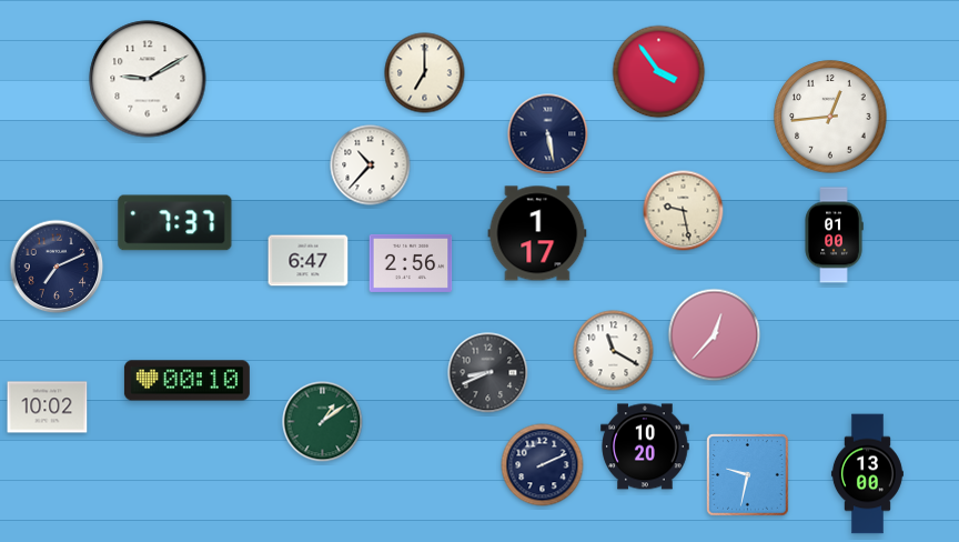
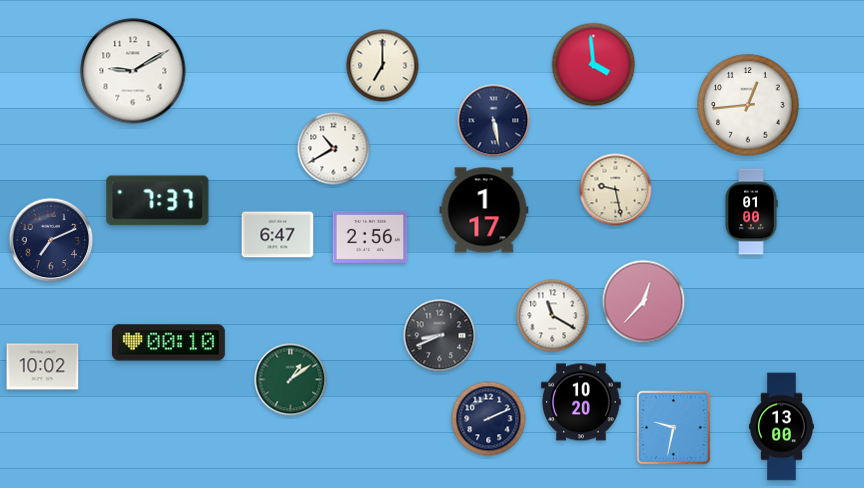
clock at (659, 72): 3:54 -> 3:59
clock at (371, 165): 10:37 -> 10:40
